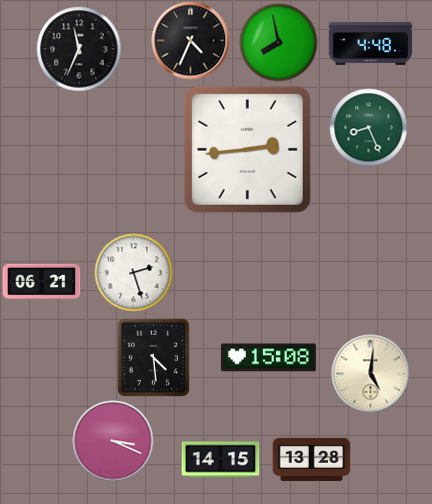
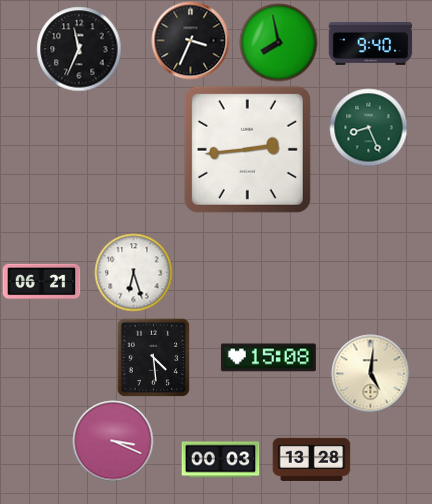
clock at (190, 40): 4:34 -> 3:34
clock at (370, 43): 4:48 -> 9:40
clock at (133, 272): 2:27 -> 6:27
clock at (220, 460): 14:15 -> 00:03
